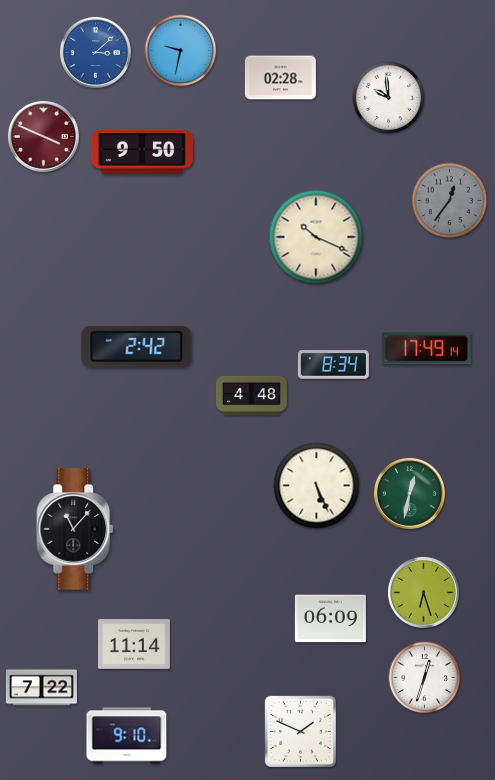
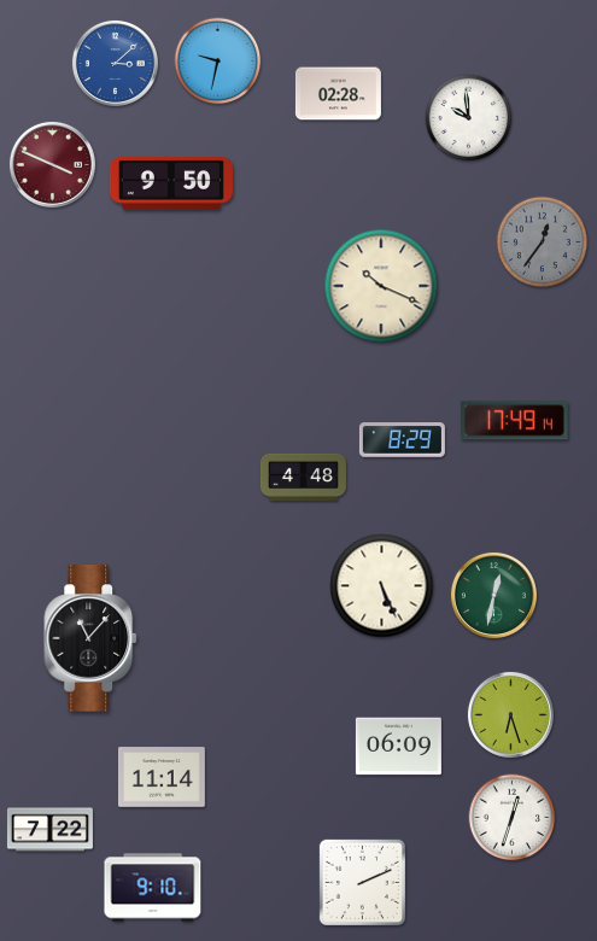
clock at (137, 346): 2:42 -> none
clock at (333, 365): 8:34 -> 8:29
clock at (300, 731): 1:49 -> 2:11
